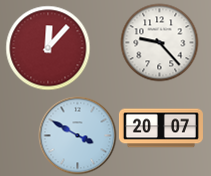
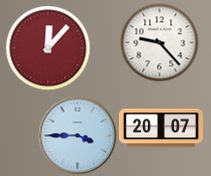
clock at (77, 135): 3:50 -> 3:45
